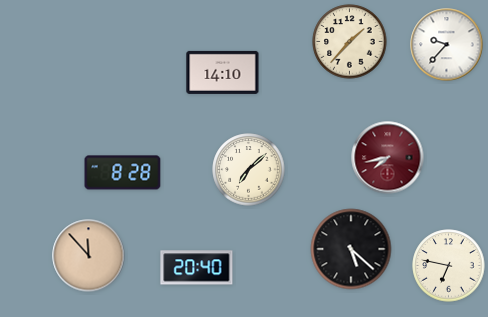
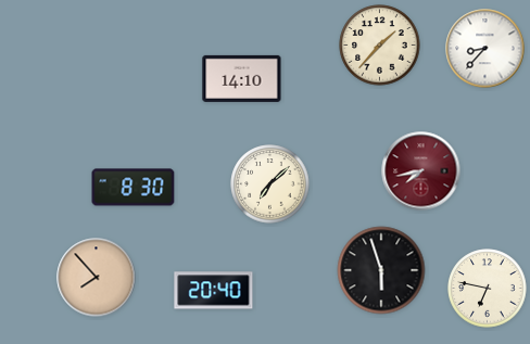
clock at (447, 45): 9:37 -> 8:37
clock at (123, 173): 8:28 -> 8:30
clock at (351, 249): 5:22 -> 5:57
clock at (89, 256): 11:53 -> 7:53
